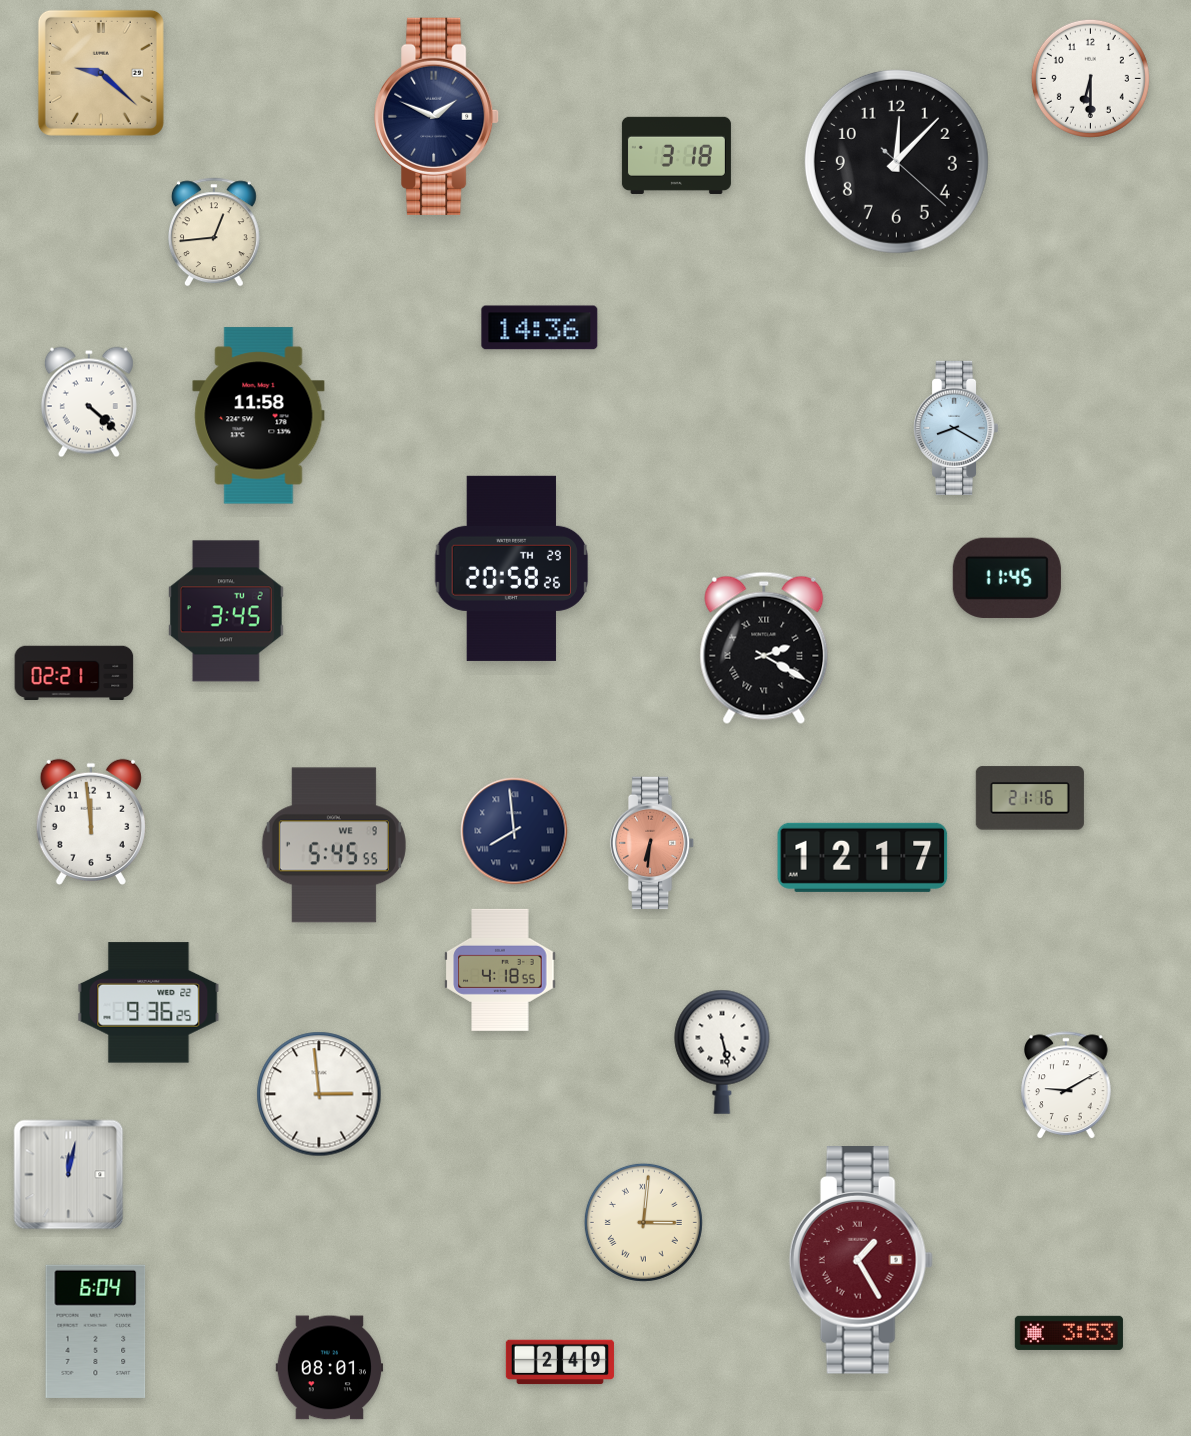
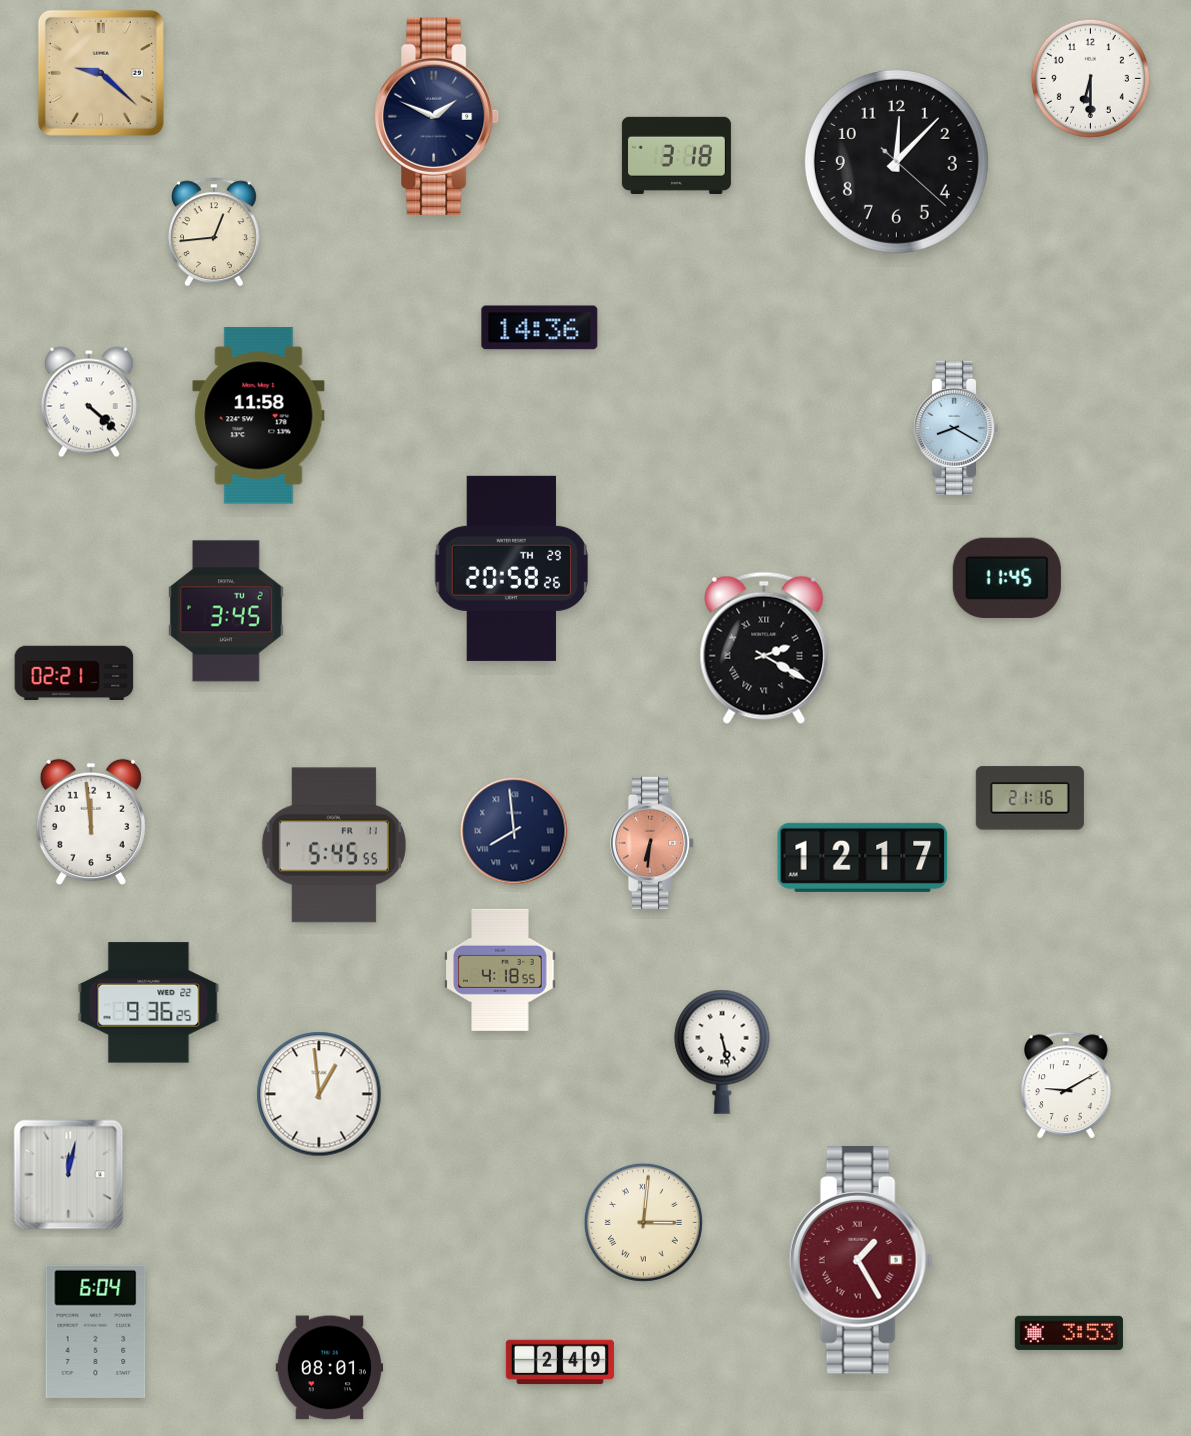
clock at (334, 845) date: WE 9 -> FR 11
clock at (319, 1094): 2:59 -> 12:59
